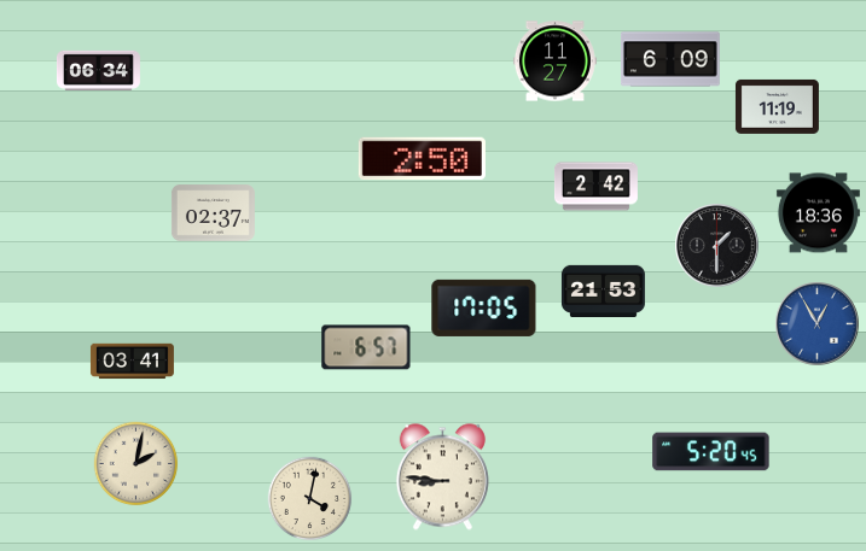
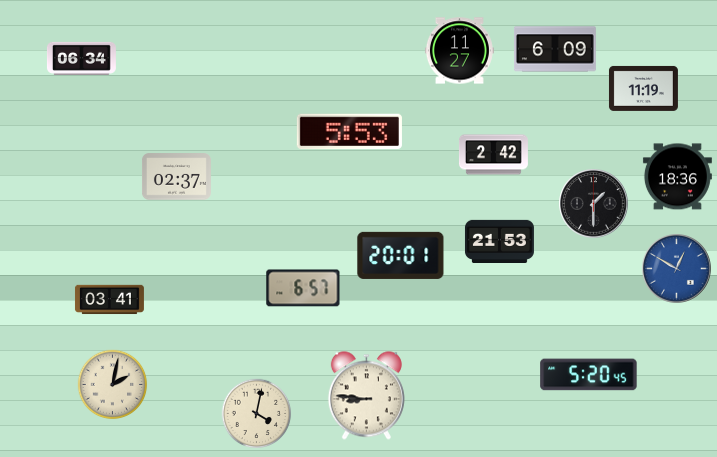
clock at (422, 159): 2:50 -> 5:53
clock at (484, 307): 17:05 -> 20:01
clock at (818, 324): 12:55 -> 12:50
